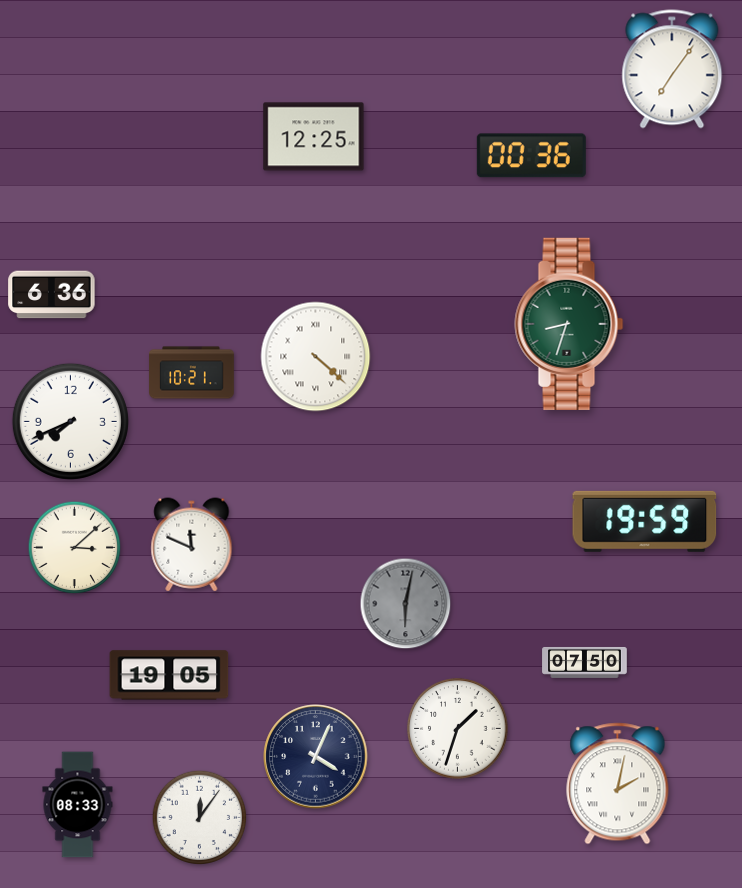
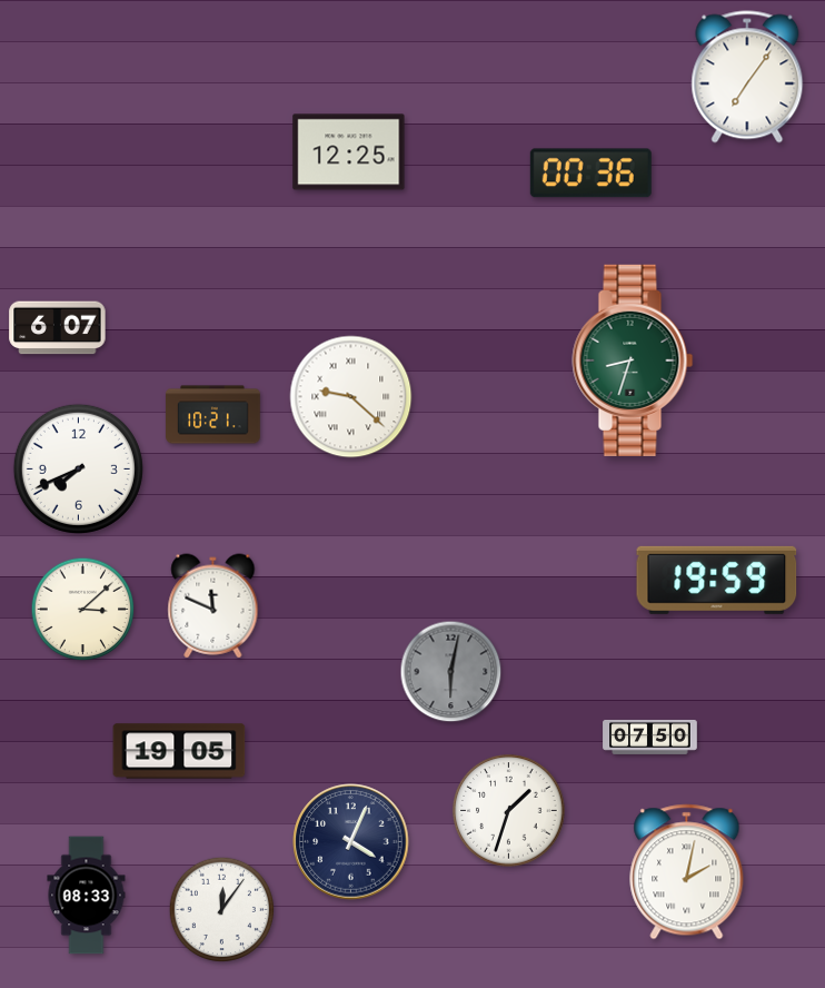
clock at (52, 295): 6:36 -> 6:07
clock at (316, 357): 4:22 -> 9:22
clock at (169, 675) position: (169, 675) -> (179, 751)
